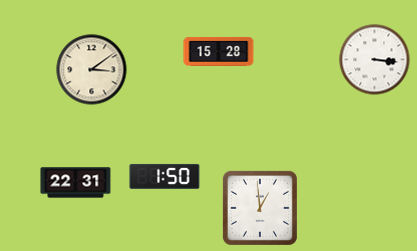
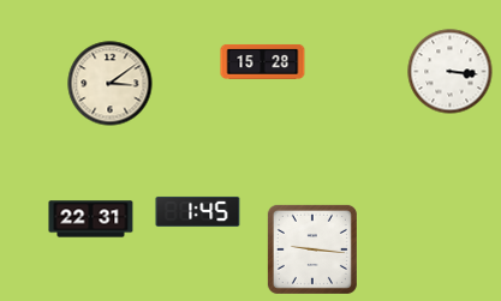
clock at (165, 176): 1:50 -> 1:45
clock at (260, 208): 12:59 -> 9:16
